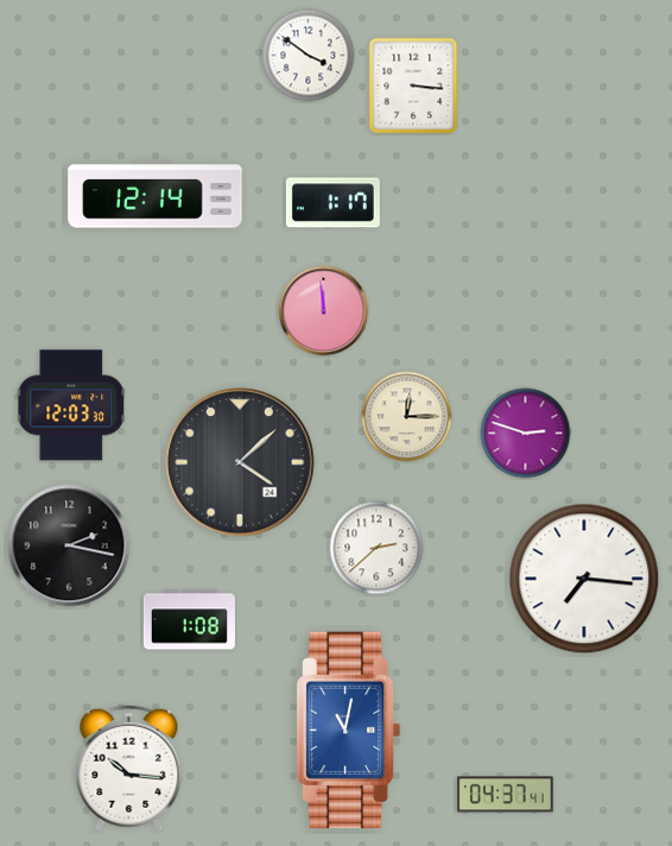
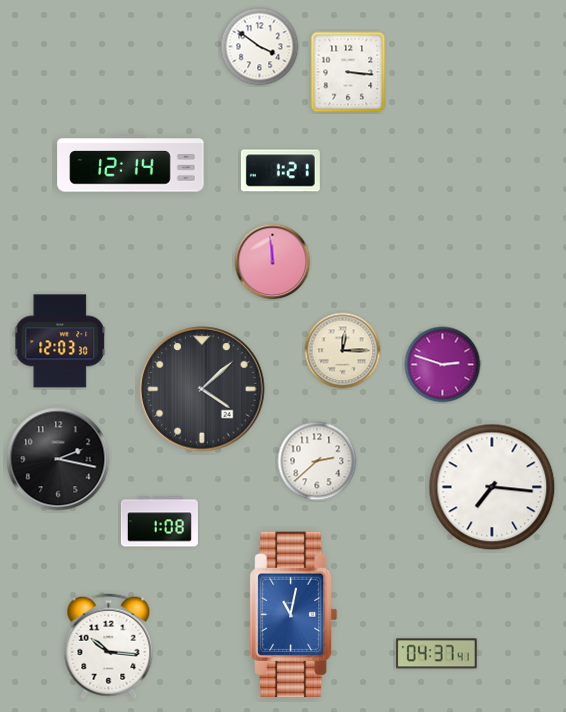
clock at (332, 203): 1:17 -> 1:21
clock at (505, 795) position: (505, 795) -> (436, 654)
